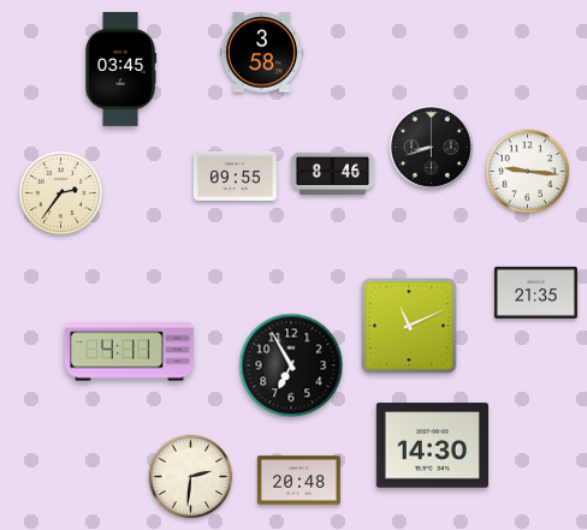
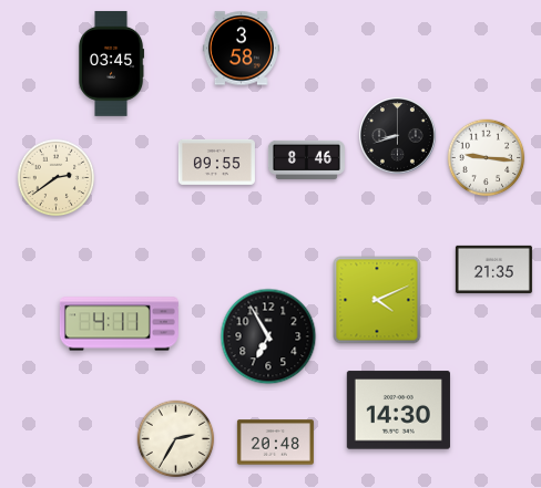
clock at (61, 193): 2:36 -> 2:39
clock at (409, 326): 11:11 -> 4:11
clock at (191, 477): 2:31 -> 2:35
